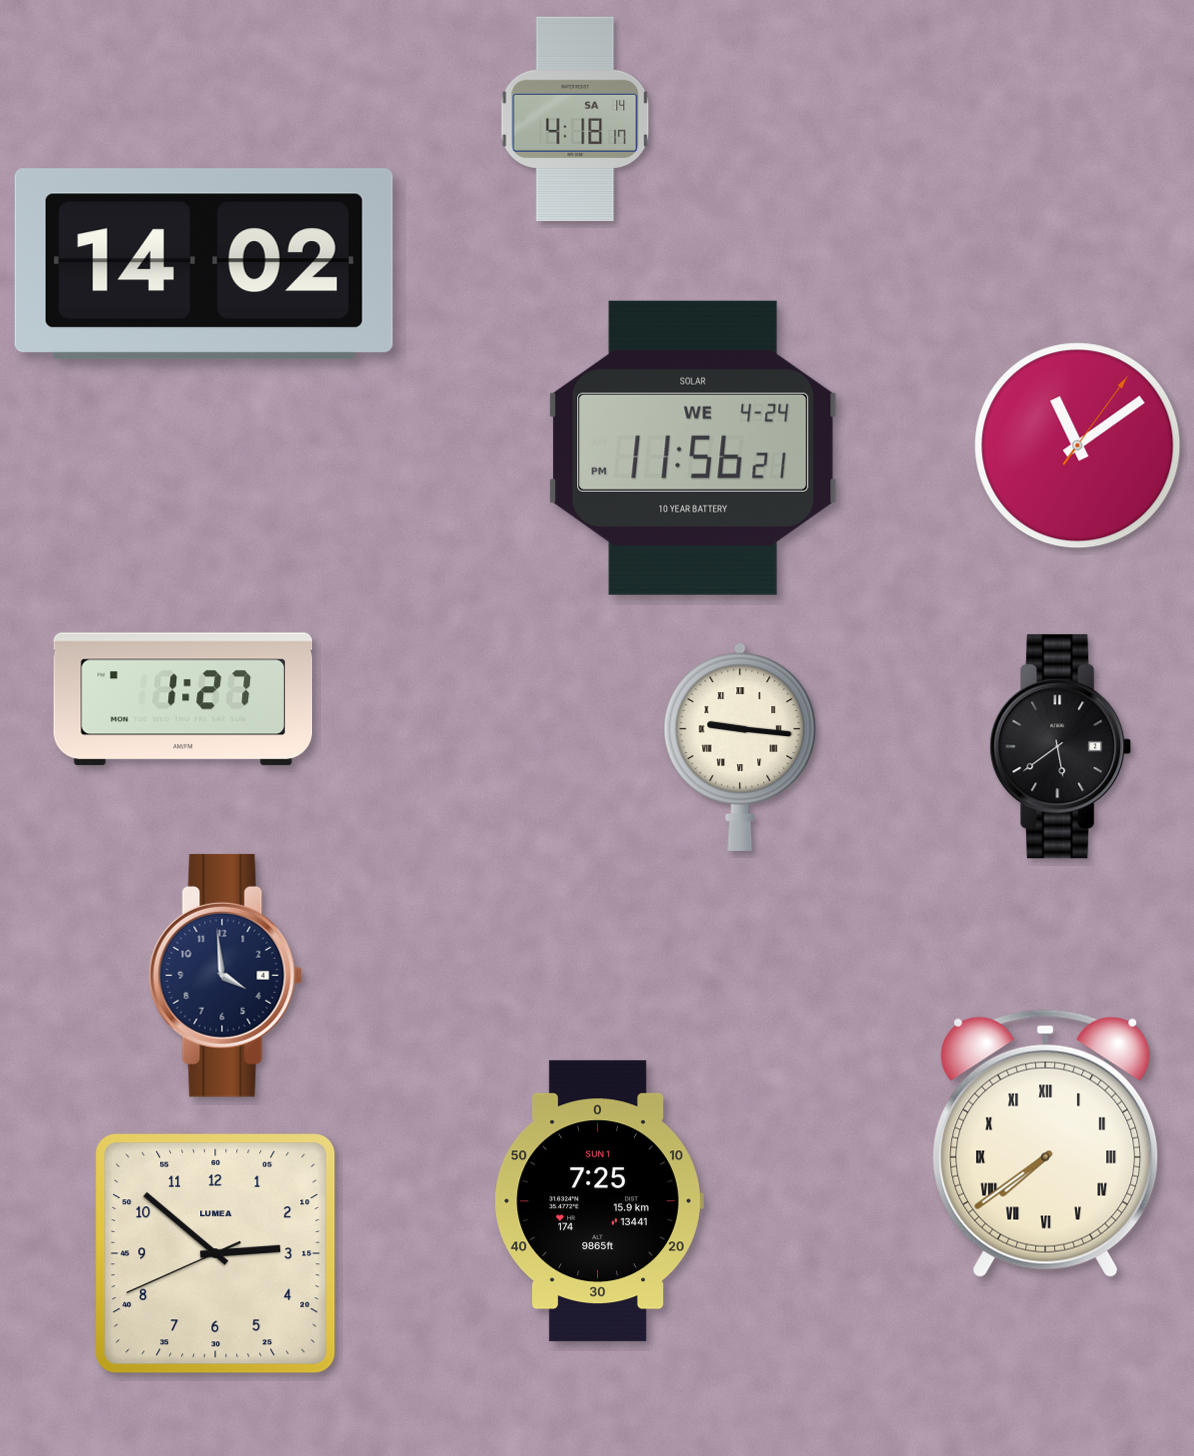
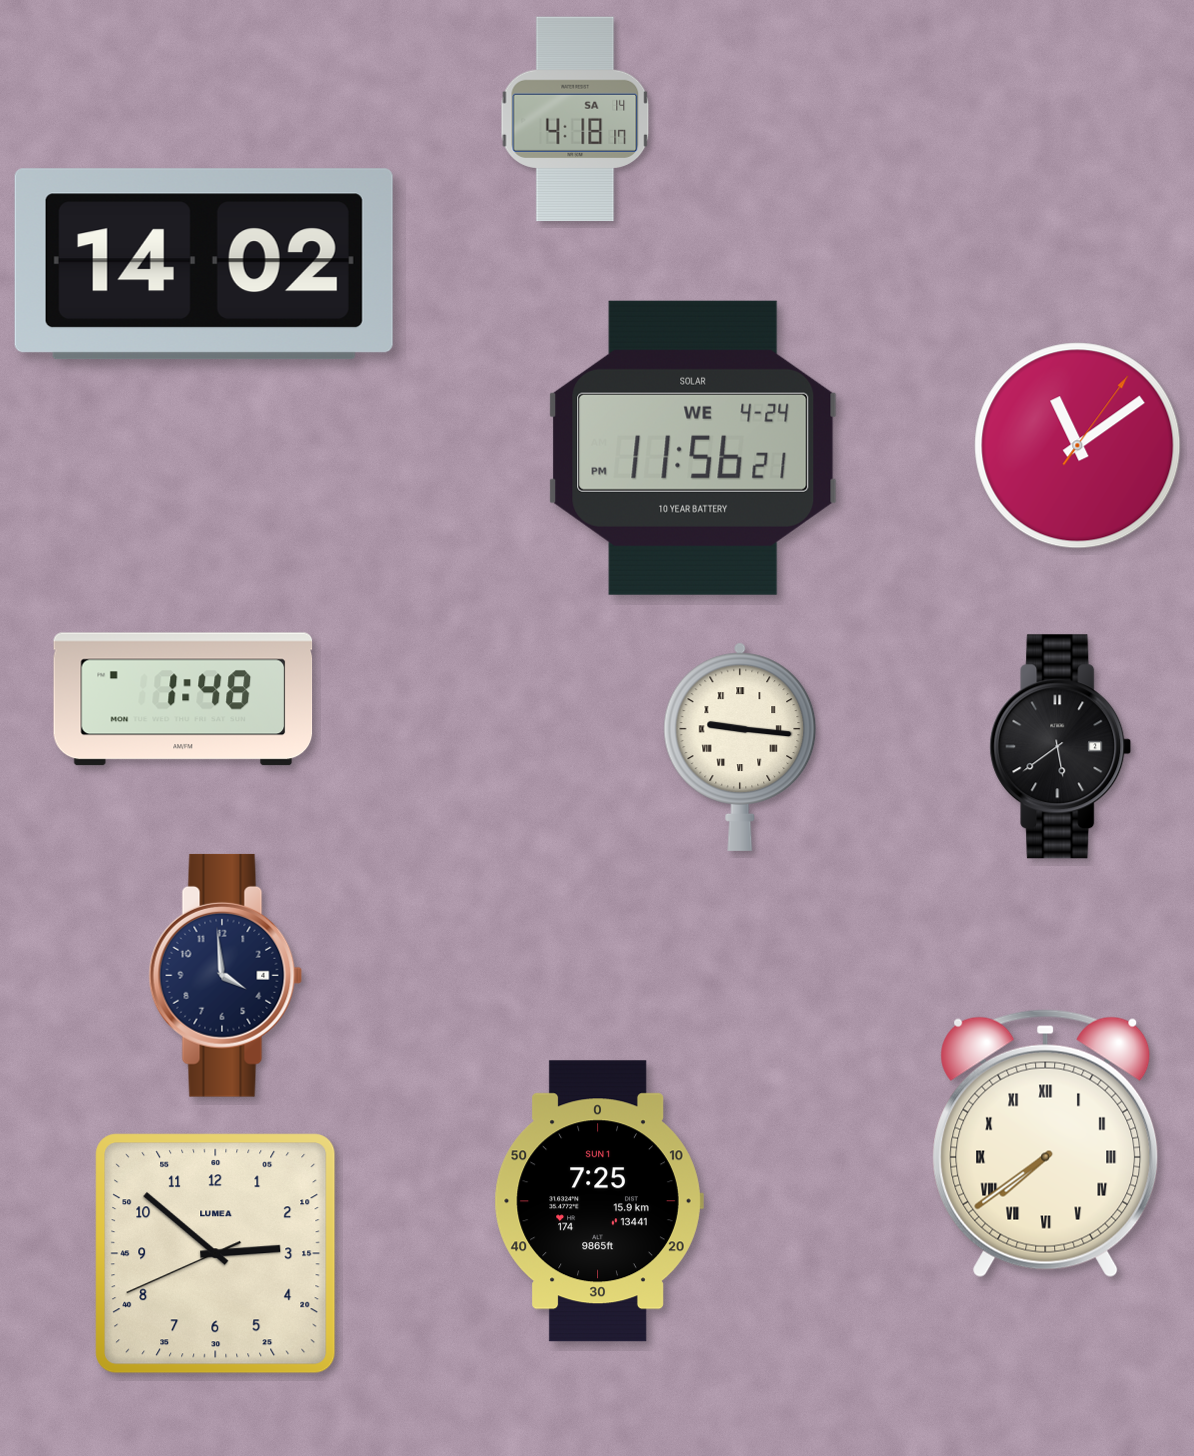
clock at (183, 699): 1:27 -> 1:48
